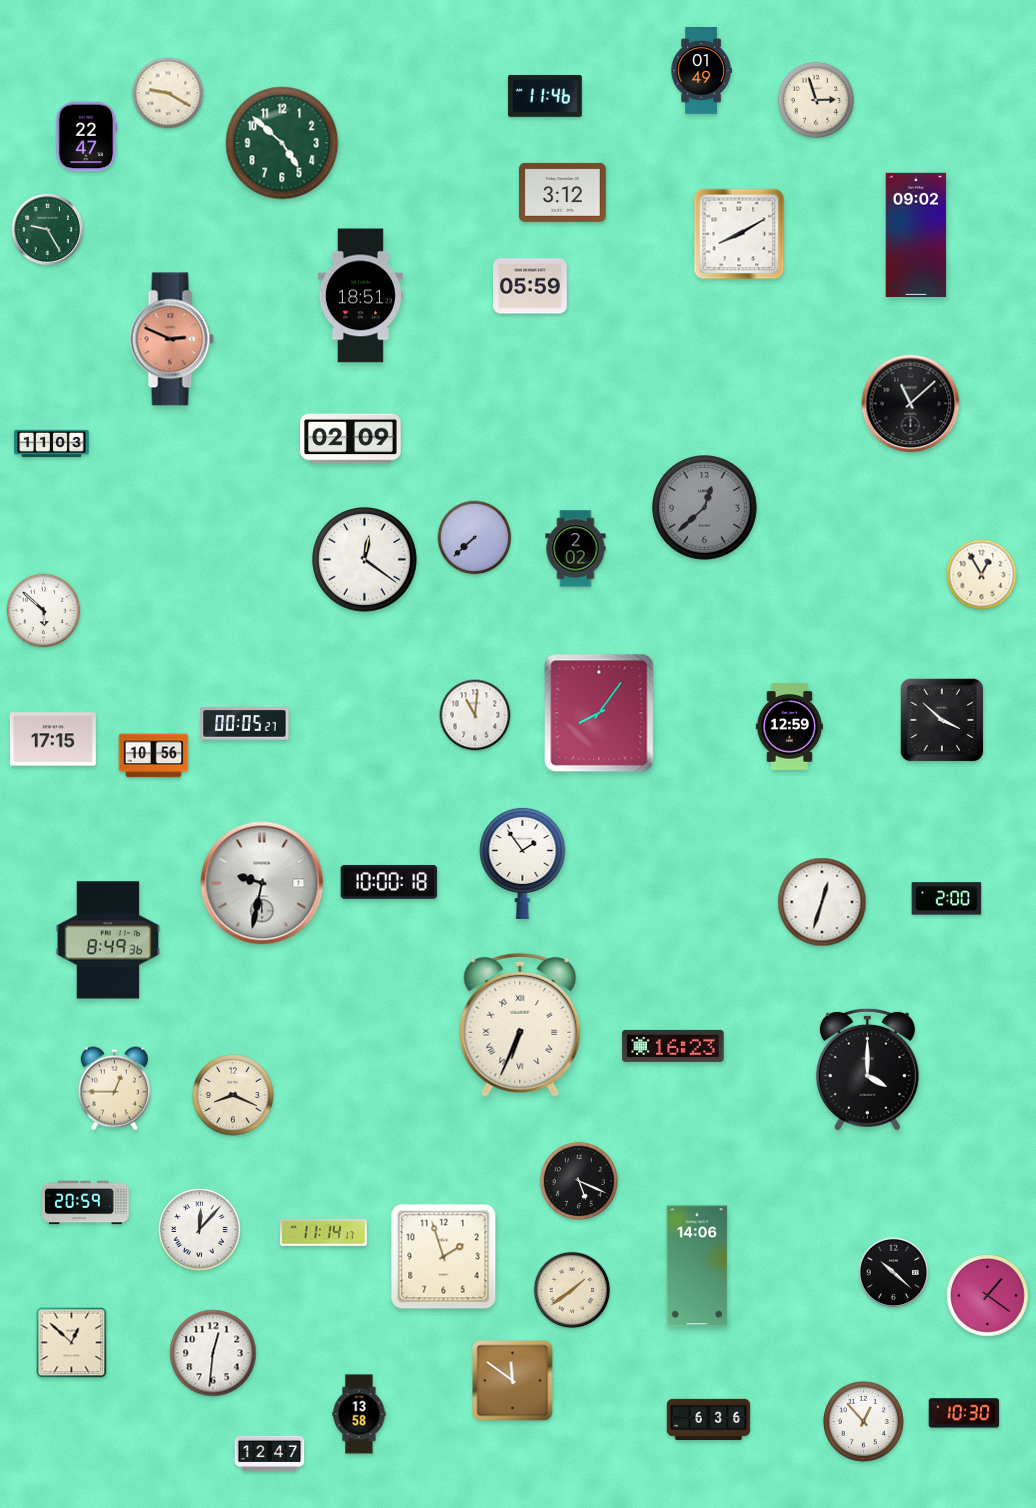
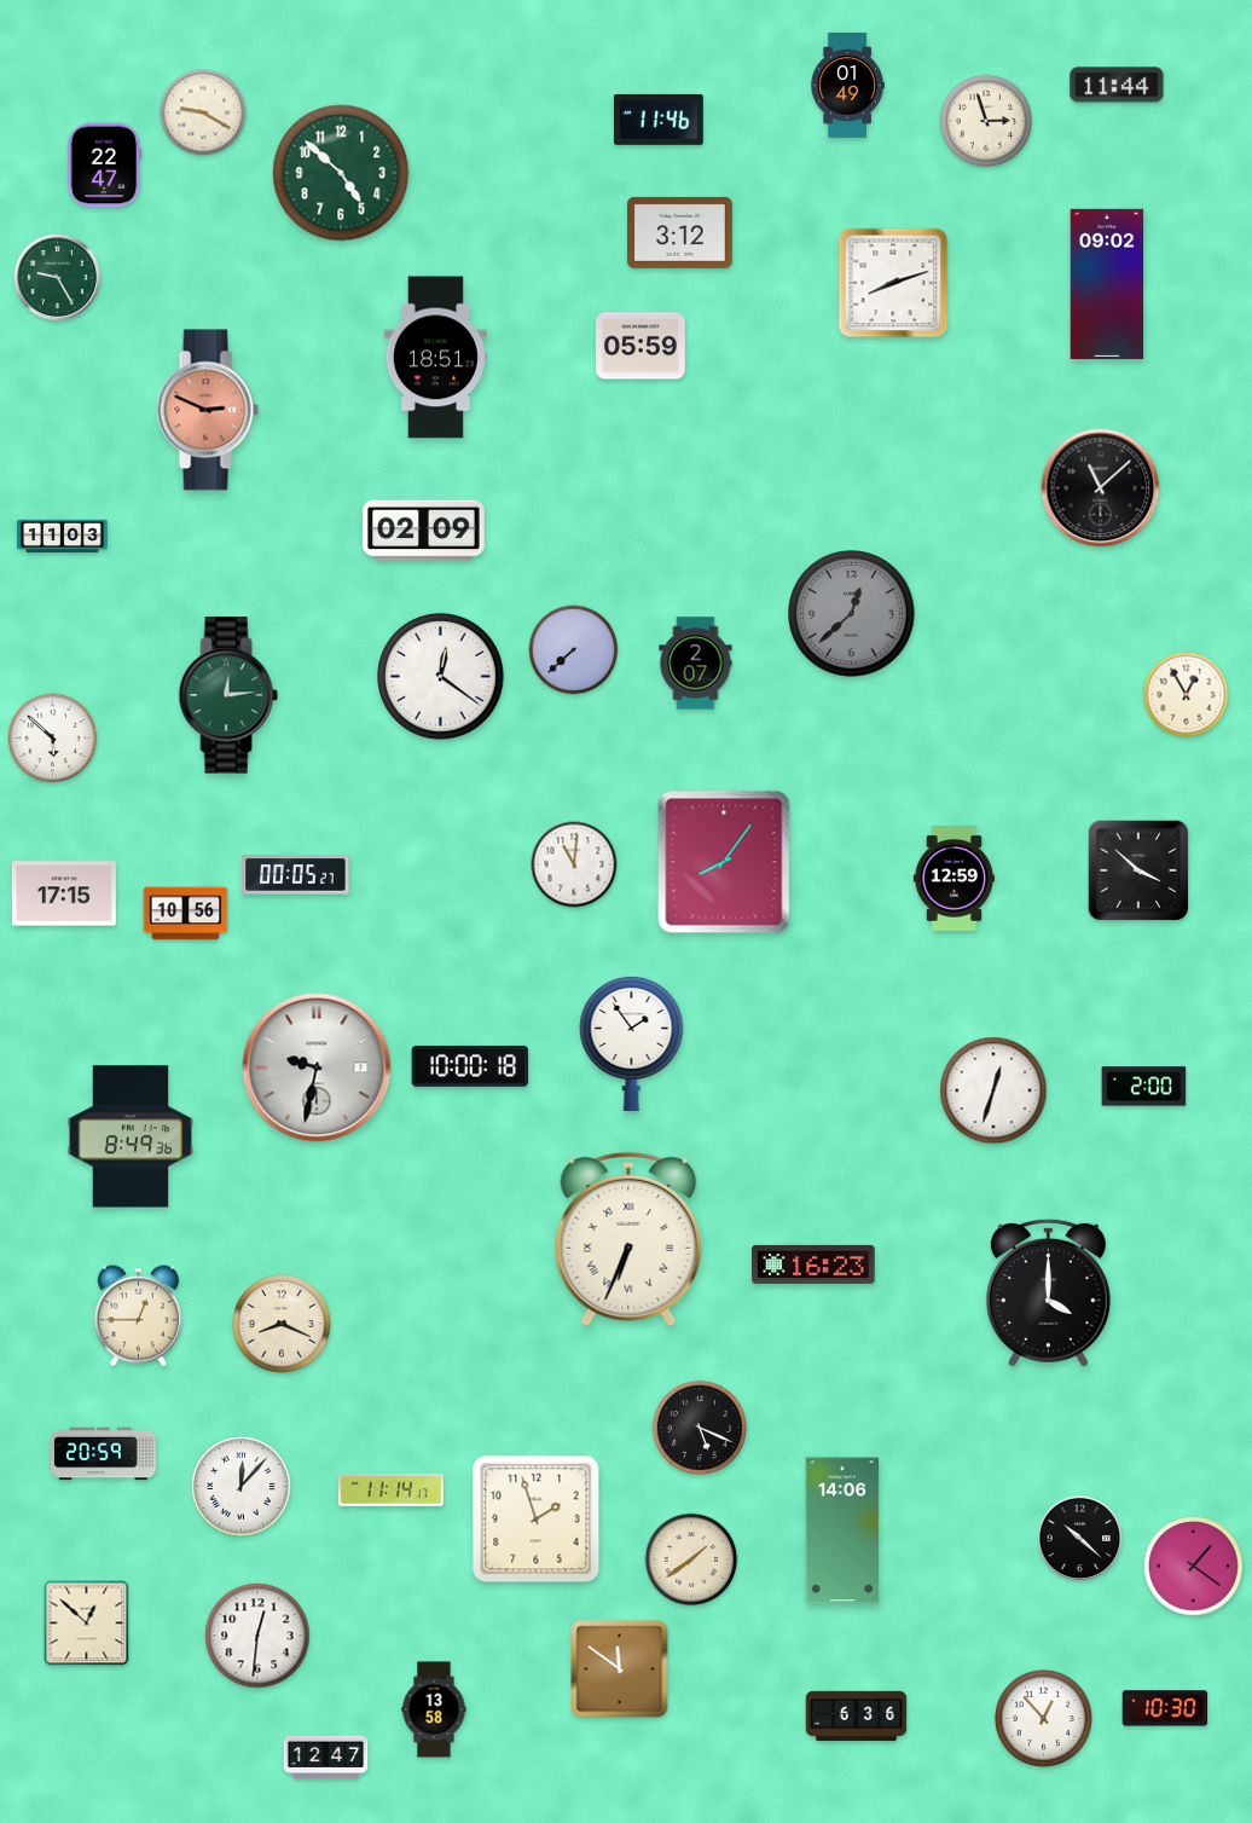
clock at (1117, 85): none -> 11:44
clock at (545, 96) position: (545, 96) -> (659, 120)
clock at (739, 234): 8:10 -> 8:12
clock at (576, 549): 2:02 -> 2:07
clock at (228, 695): none -> 12:14
